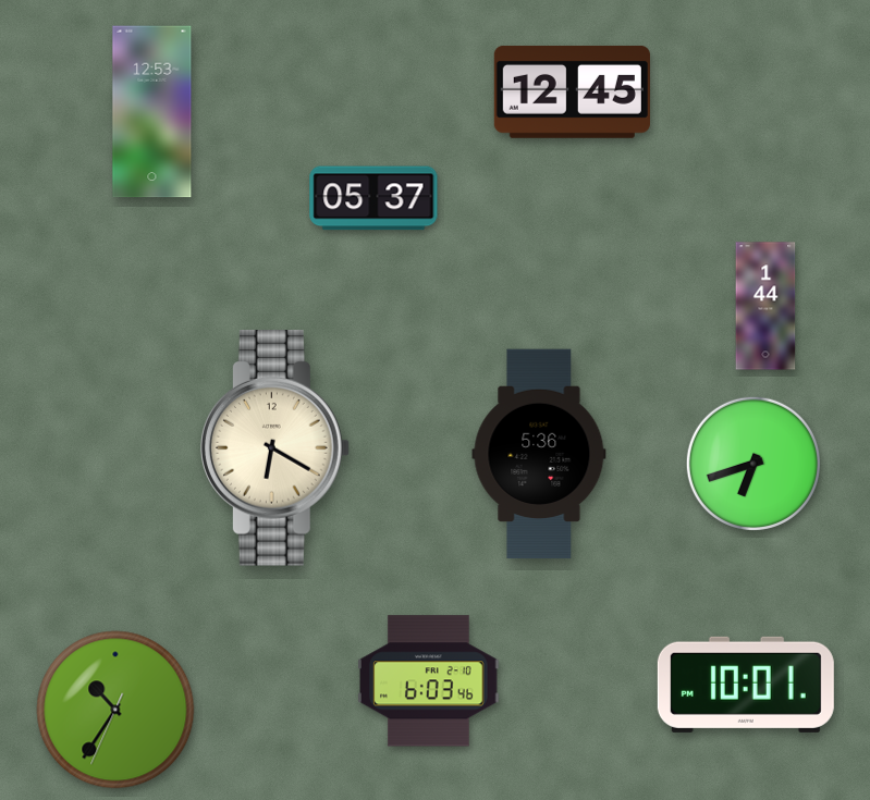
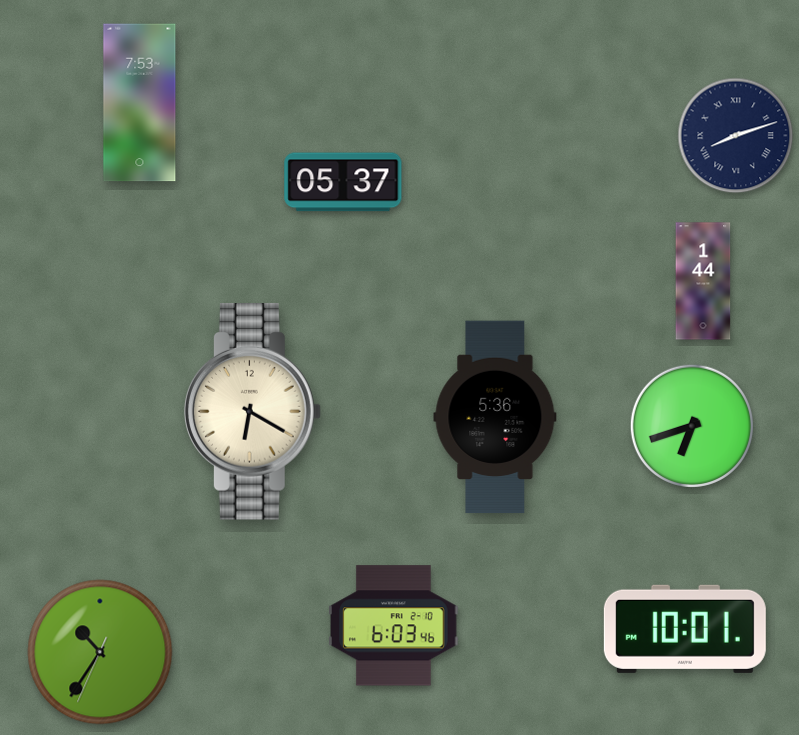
clock at (572, 91): 12:45 -> none
clock at (152, 112): 12:53 -> 7:53
clock at (736, 136): none -> 8:12
clock at (115, 710) position: (115, 710) -> (100, 652)
